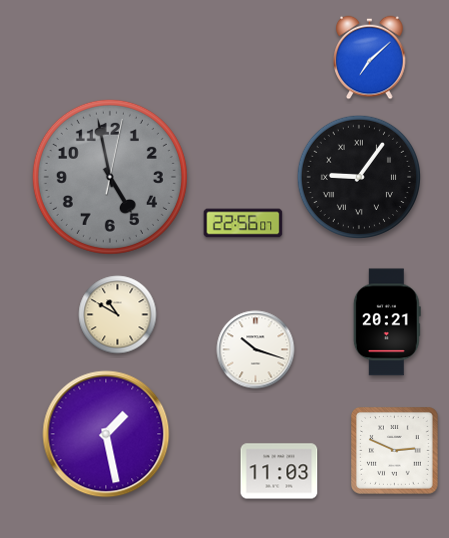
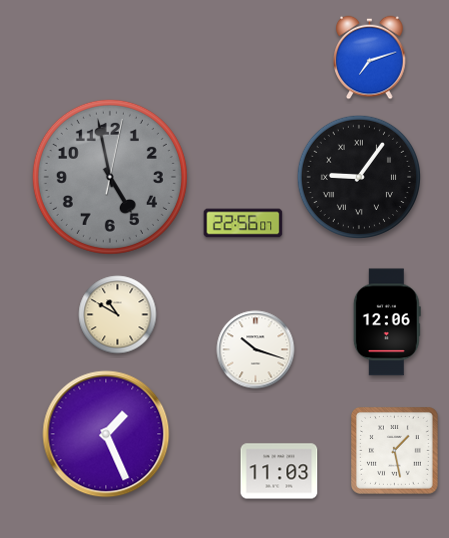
clock at (370, 58): 7:08 -> 7:12
clock at (387, 322): 20:21 -> 12:06
clock at (106, 434): 1:28 -> 1:26
clock at (395, 451): 2:49 -> 1:28
